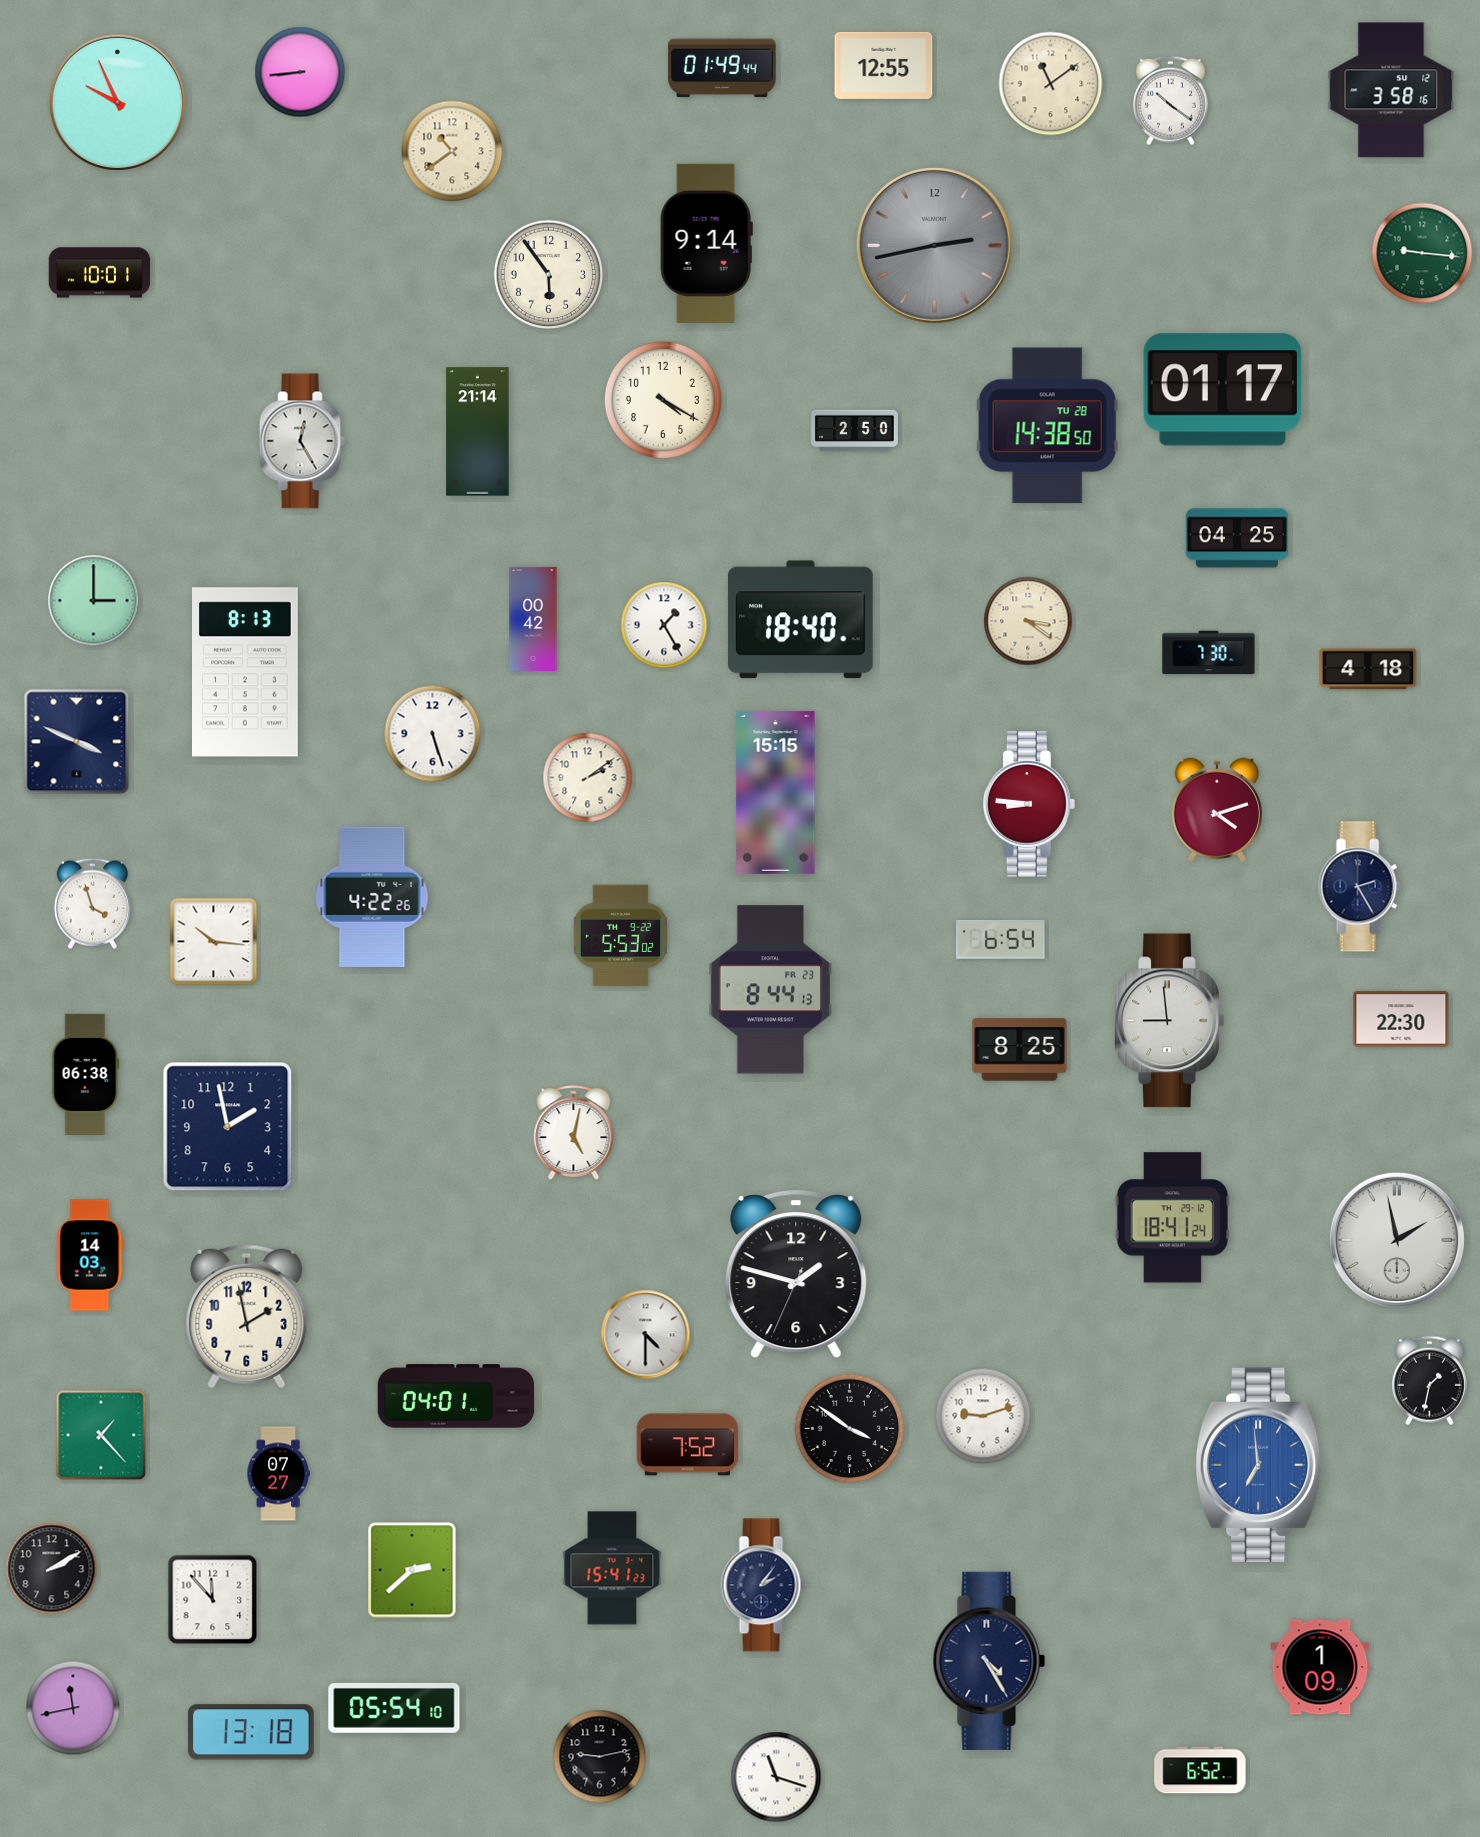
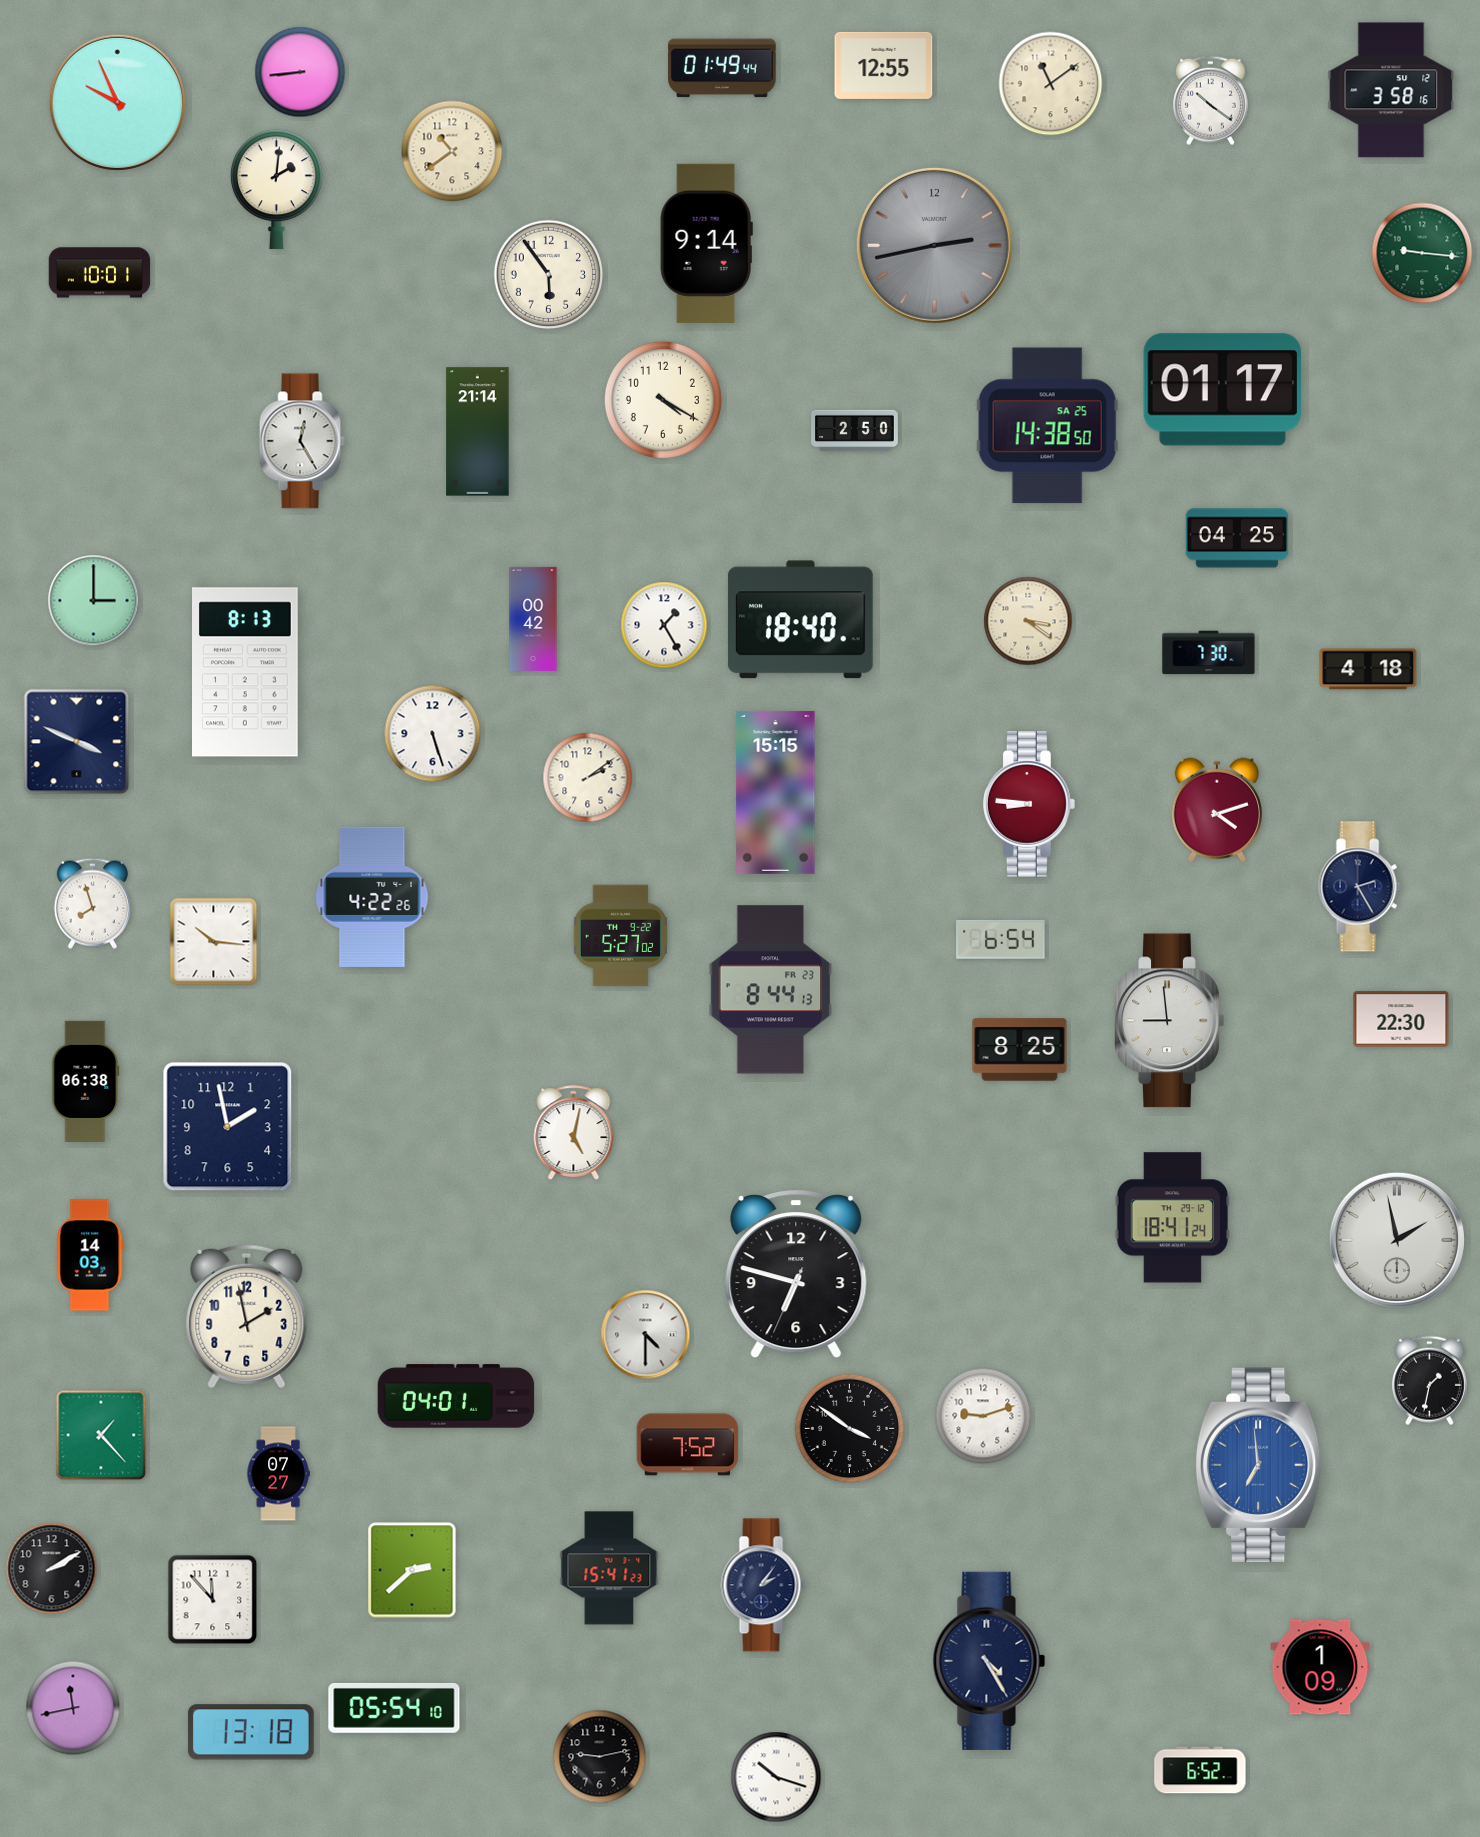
clock at (1170, 101) position: (1170, 101) -> (1210, 101)
clock at (276, 190): none -> 2:01
clock at (1047, 426) date: TU 28 -> SA 25
clock at (92, 903): 3:57 -> 7:57
clock at (620, 936): 5:53 -> 5:27
clock at (86, 1074) position: (86, 1074) -> (86, 1081)
clock at (796, 1275): 1:47 -> 6:47
clock at (612, 1568) position: (612, 1568) -> (609, 1568)
clock at (776, 1777): 11:18 -> 10:18
